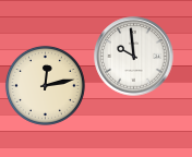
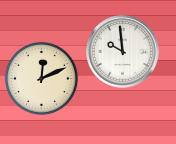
clock at (45, 85): 12:13 -> 12:11
